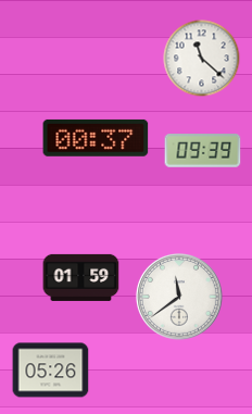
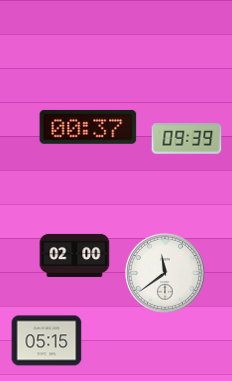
clock at (202, 59): 11:22 -> none
clock at (81, 277): 01:59 -> 02:00
clock at (51, 371): 05:26 -> 05:15
